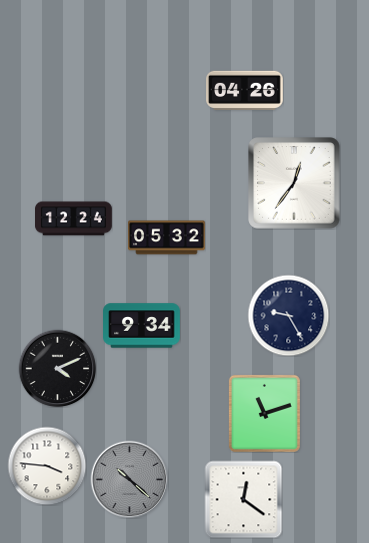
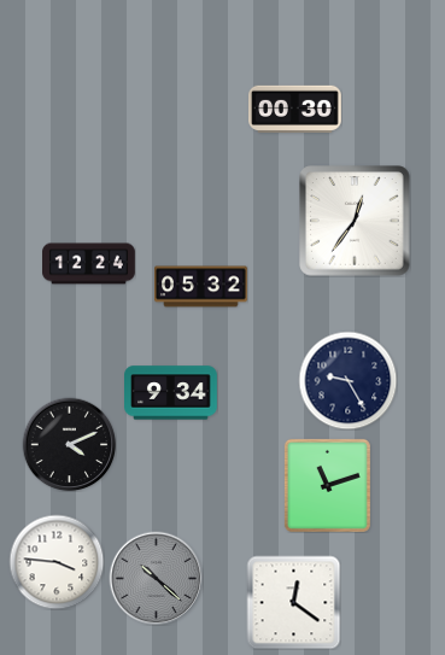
clock at (245, 91): 04:26 -> 00:30
clock at (264, 413) position: (264, 413) -> (327, 485)
